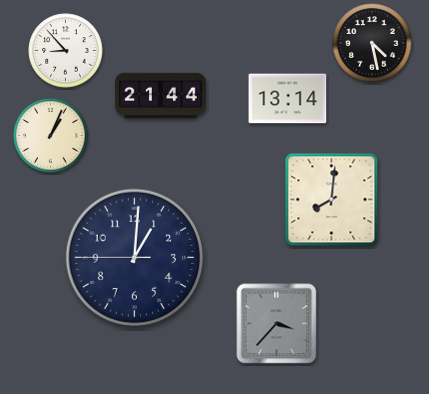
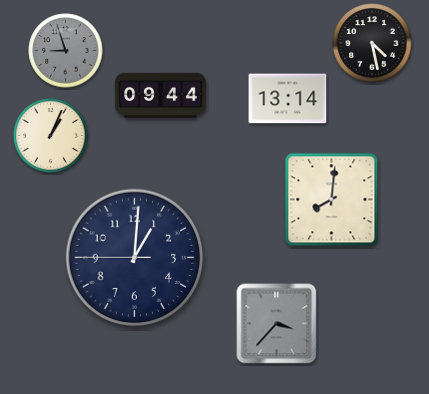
clock at (66, 51): 8:53 -> 8:57
clock at (66, 51) dial: white -> grey
clock at (161, 95): 21:44 -> 09:44
